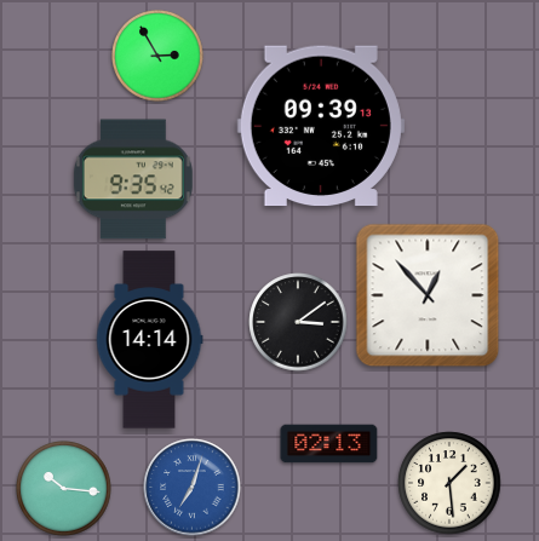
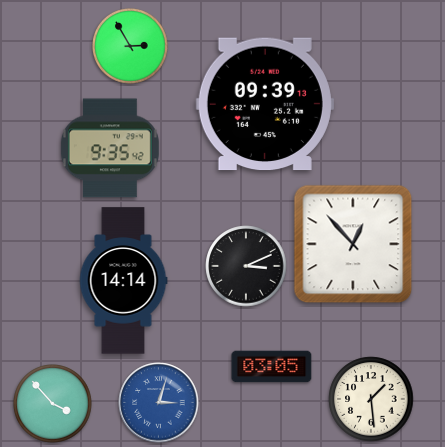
clock at (298, 322): 3:09 -> 3:11
clock at (329, 444): 02:13 -> 03:05
clock at (193, 488): 7:03 -> 3:03
clock at (64, 489): 10:16 -> 3:53
